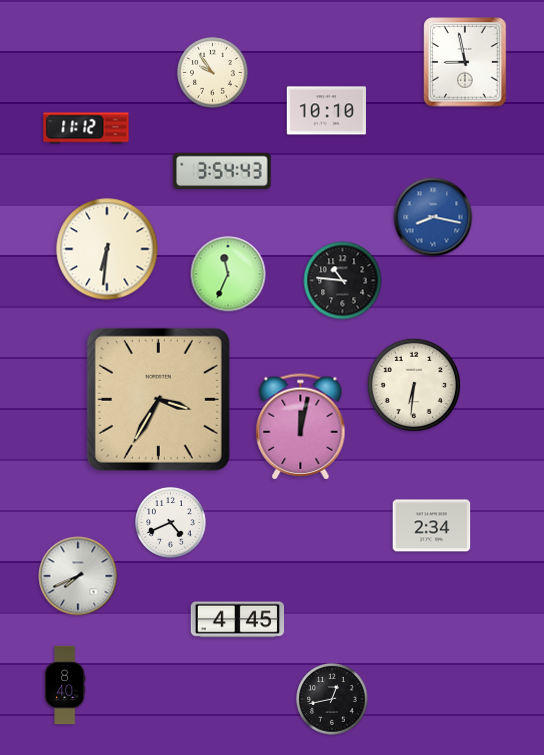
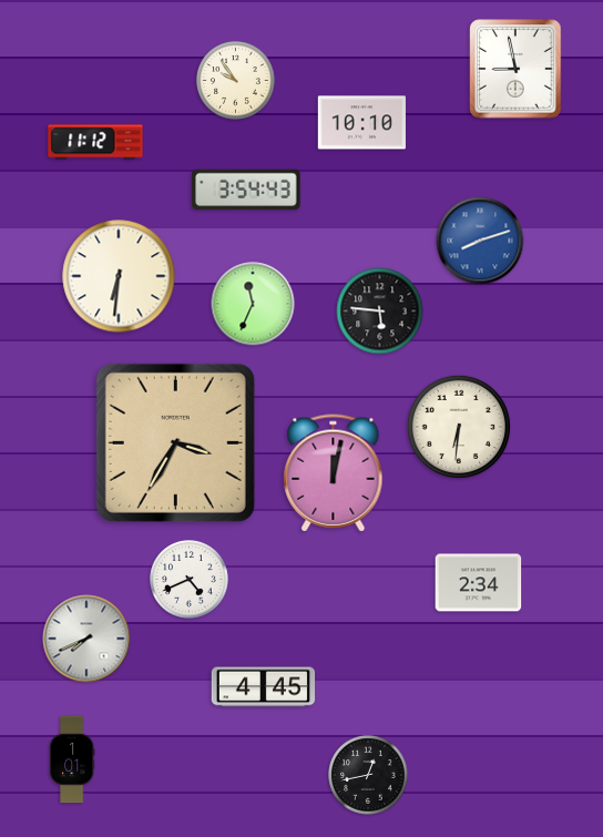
clock at (433, 217): 8:17 -> 8:12
clock at (343, 281): 10:46 -> 5:46
clock at (65, 685): 8:40 -> 1:01
